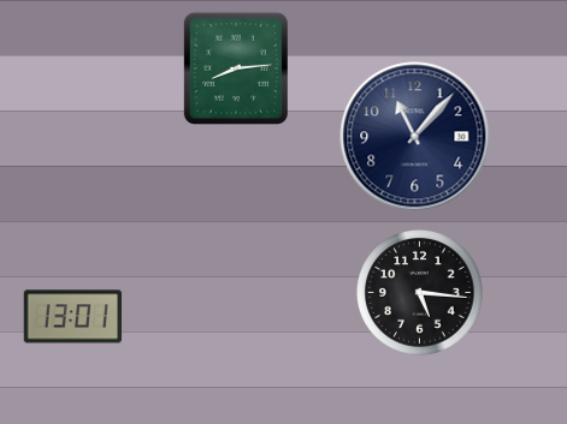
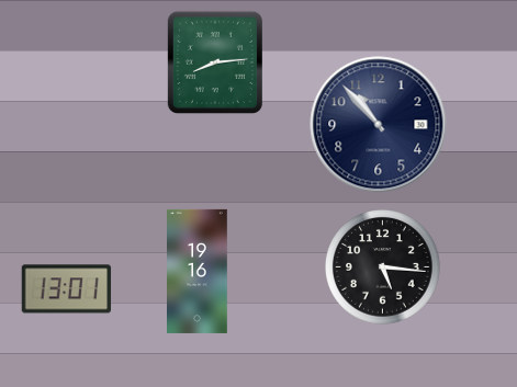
clock at (415, 137): 11:07 -> 10:53
clock at (198, 271): none -> 19:16
